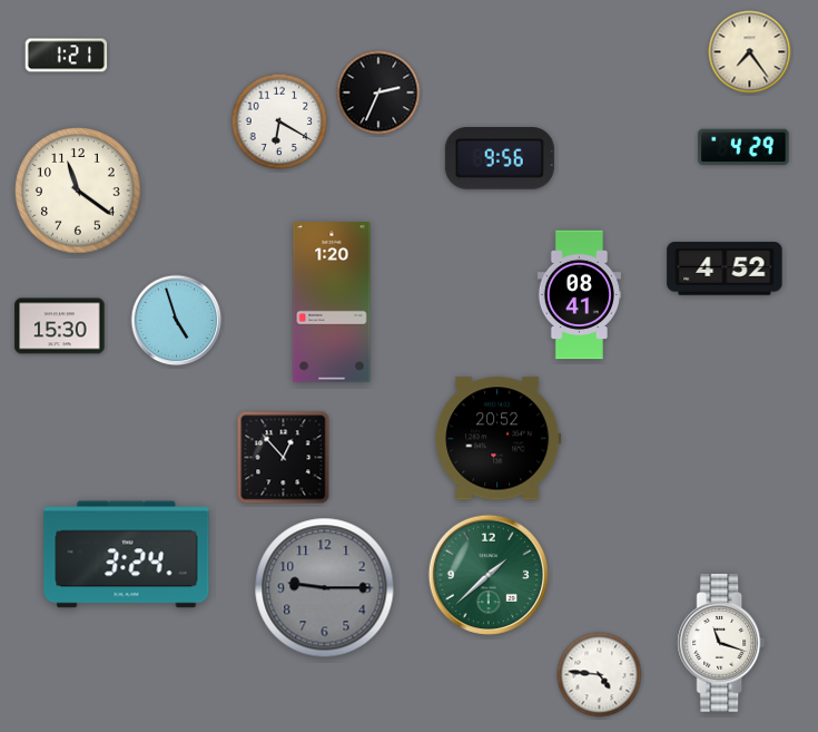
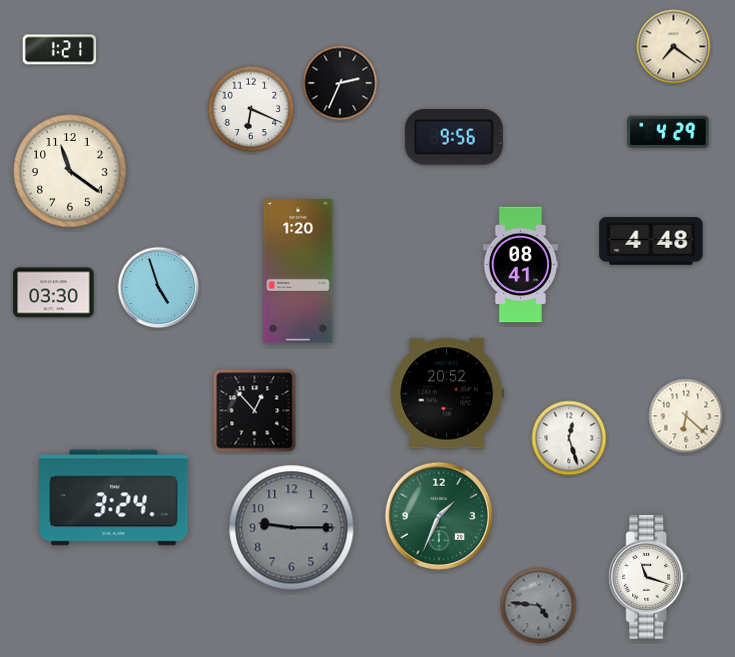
clock at (750, 52): 7:24 -> 7:21
clock at (279, 121): 6:20 -> 6:19
clock at (500, 159) position: (500, 159) -> (454, 138)
clock at (725, 269): 4:52 -> 4:48
clock at (60, 326): 15:30 -> 03:30
clock at (686, 416): none -> 6:22
clock at (569, 438): none -> 12:27
clock at (487, 574): 1:38 -> 1:34
clock at (600, 675) dial: white -> grey
